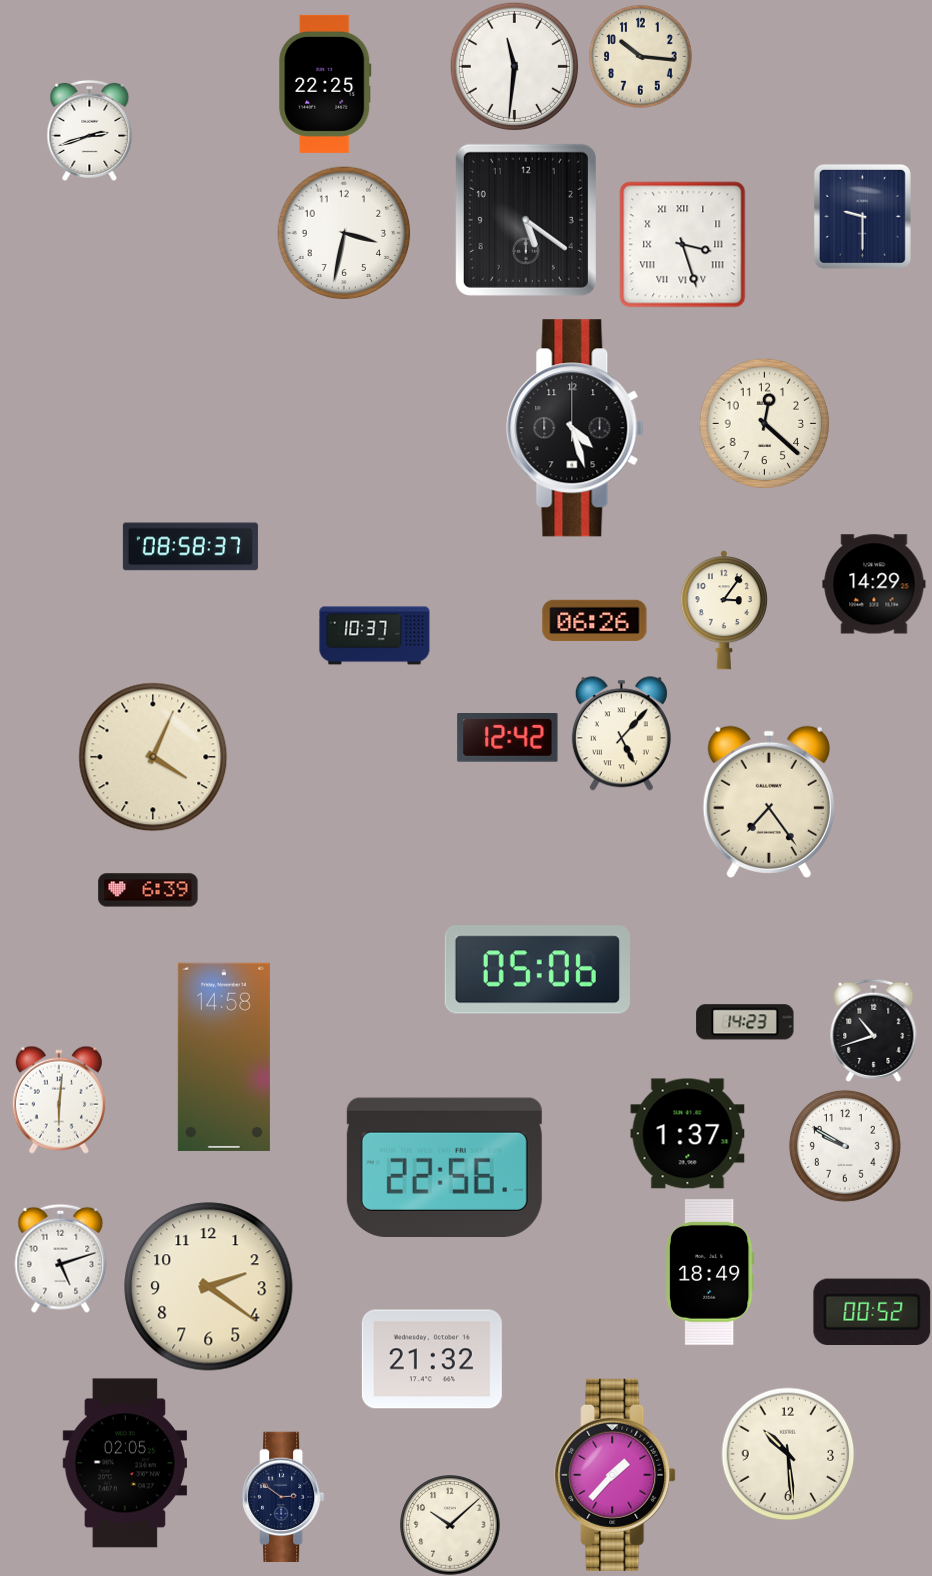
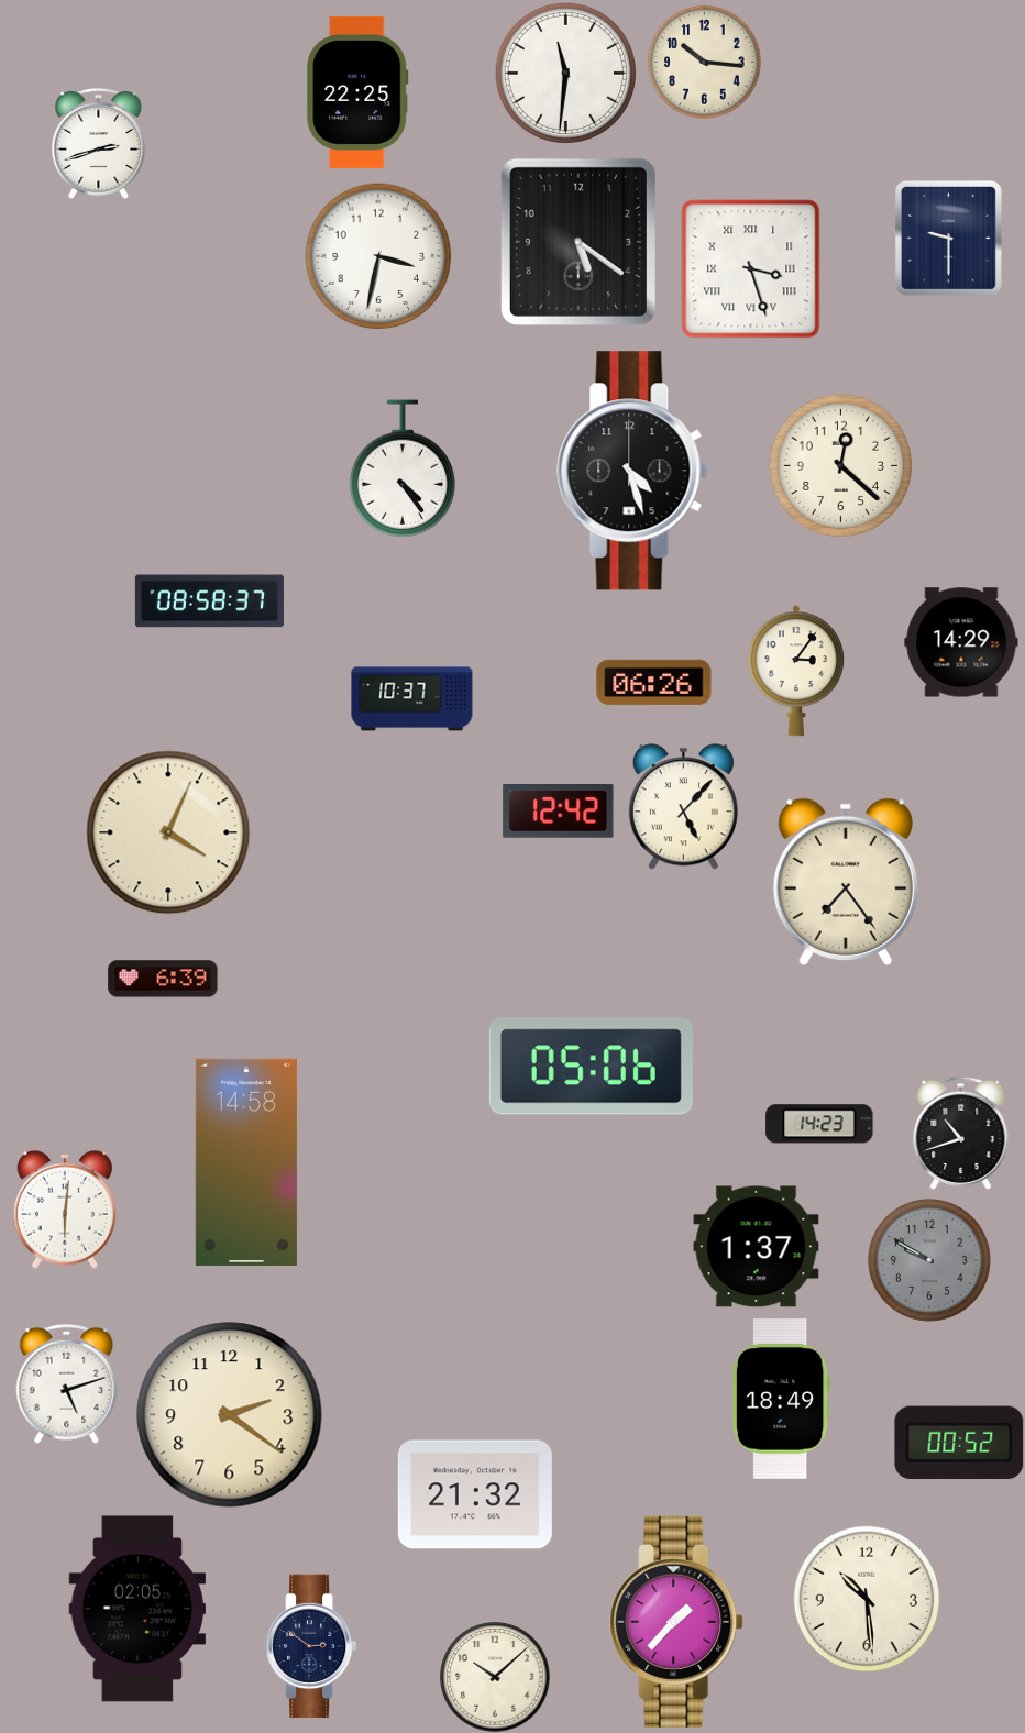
clock at (403, 468): none -> 4:24
clock at (845, 1146) dial: white -> grey
clock at (444, 1167): 22:56 -> none
